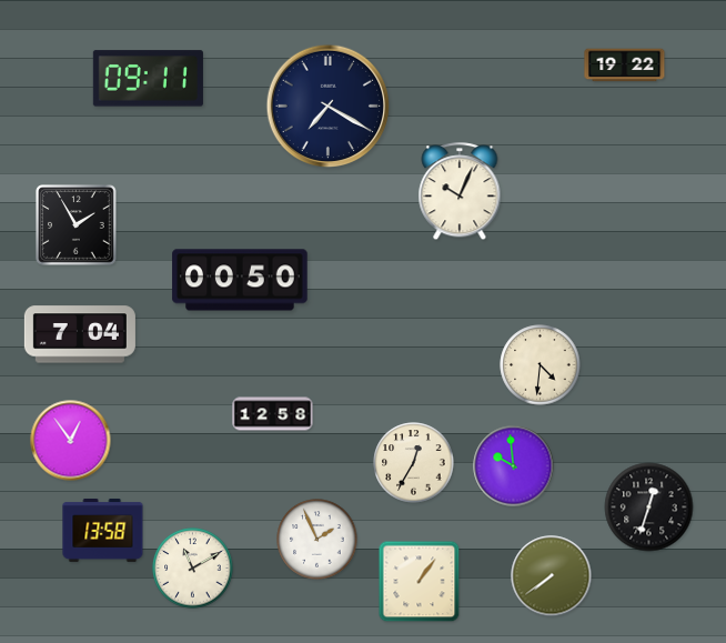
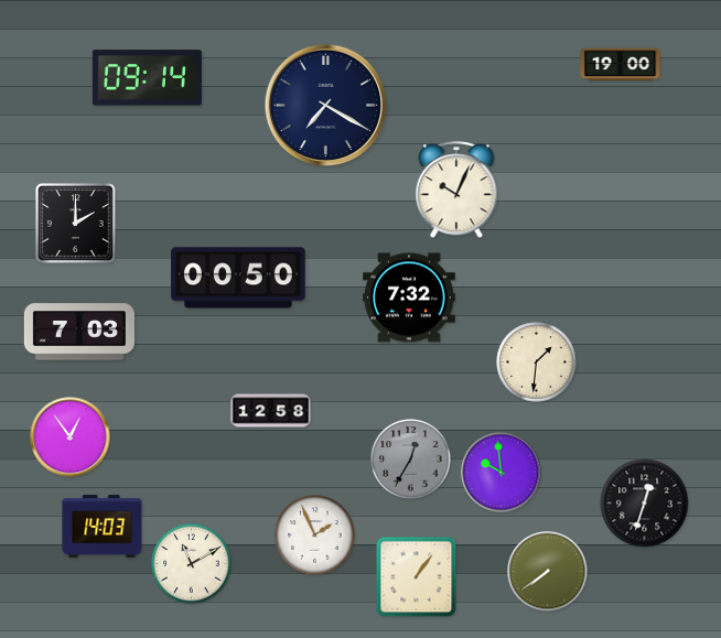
clock at (625, 66): 19:22 -> 19:00
clock at (148, 79): 09:11 -> 09:14
clock at (77, 225): 1:55 -> 2:00
clock at (410, 298): none -> 7:32
clock at (80, 334): 7:04 -> 7:03
clock at (541, 365): 4:31 -> 1:31
clock at (414, 463) dial: cream -> grey
clock at (514, 466) position: (514, 466) -> (502, 473)
clock at (103, 530): 13:58 -> 14:03
